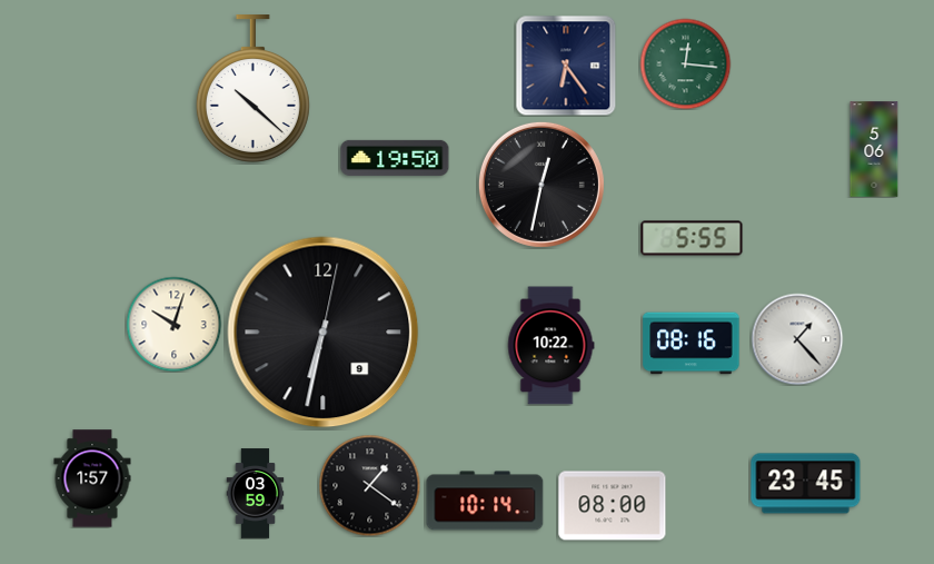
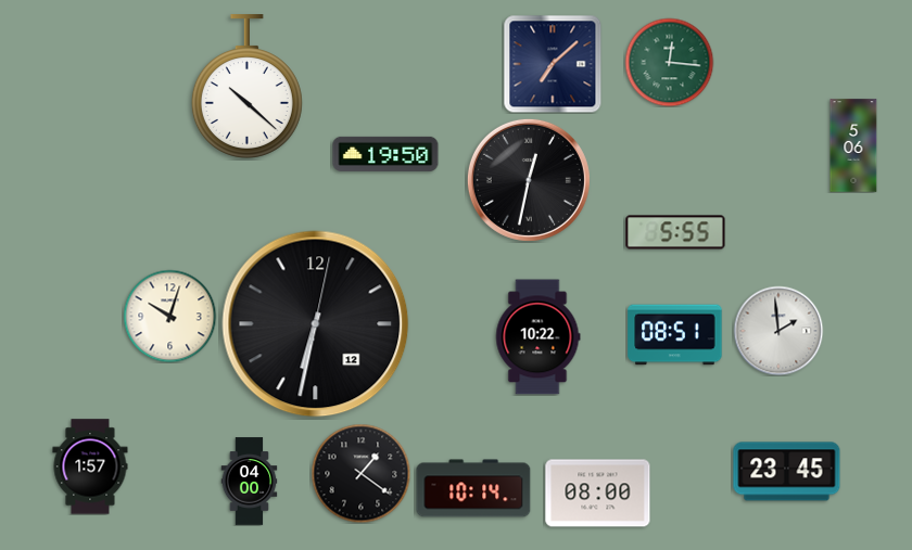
clock at (566, 66): 6:24 -> 7:08
clock at (324, 333) date: 9 -> 12
clock at (797, 339): 1:23 -> 1:59
clock at (692, 344): 08:16 -> 08:51
clock at (256, 494): 03:59 -> 04:00
